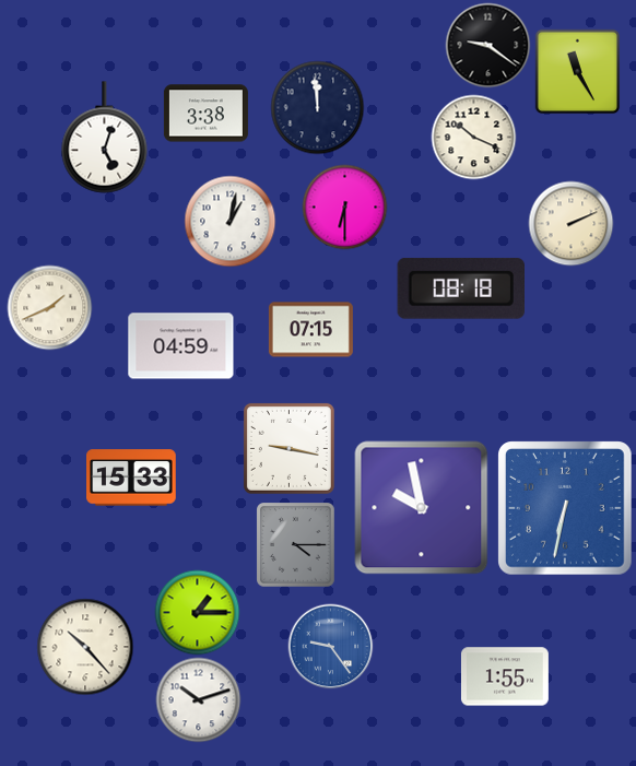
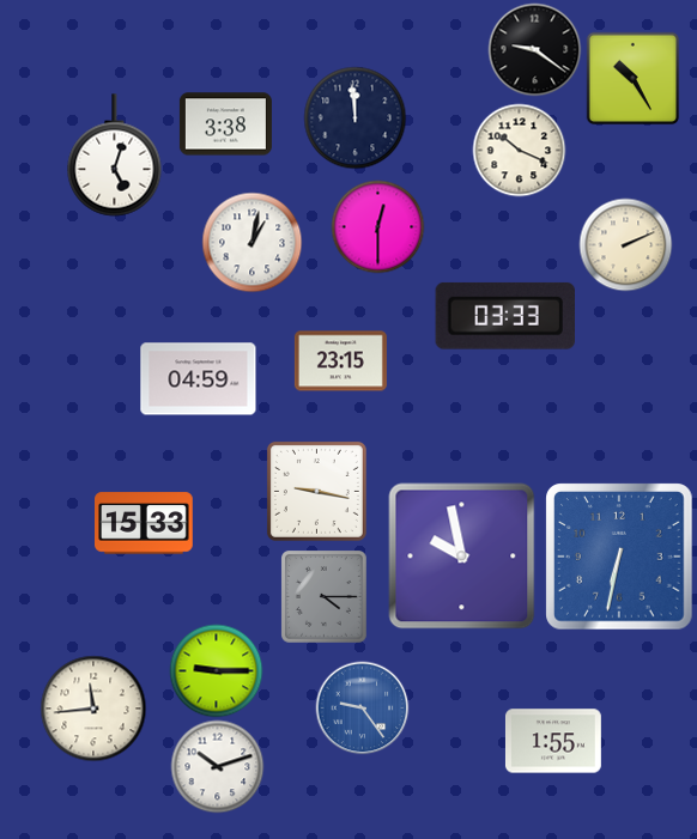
clock at (577, 71): 11:25 -> 10:25
clock at (317, 107) position: (317, 107) -> (354, 117)
clock at (105, 138) position: (105, 138) -> (115, 156)
clock at (344, 207): 6:30 -> 12:30
clock at (460, 288): 08:18 -> 03:33
clock at (49, 307): 1:41 -> none
clock at (310, 330): 07:15 -> 23:15
clock at (197, 612): 1:15 -> 9:15
clock at (85, 647): 10:23 -> 11:44
